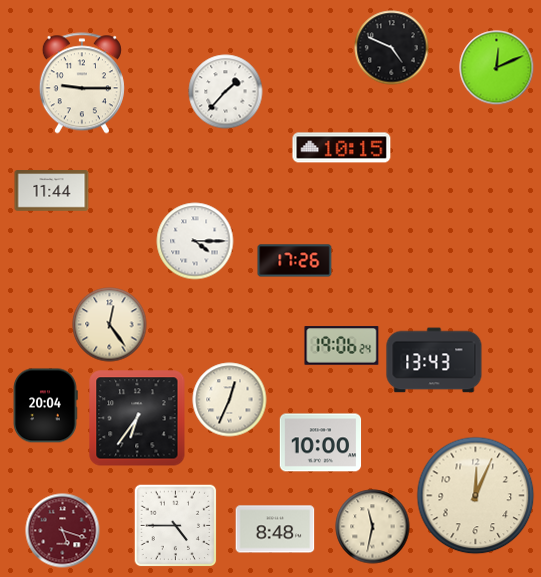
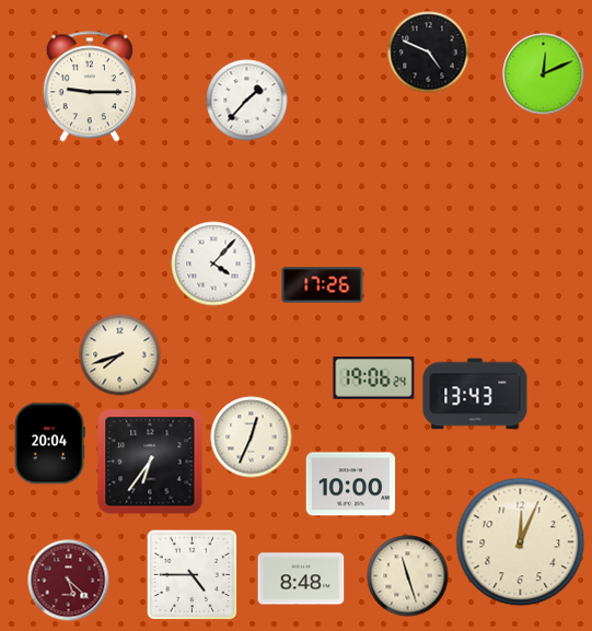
clock at (82, 83) position: (82, 83) -> (90, 86)
clock at (342, 148): 10:15 -> none
clock at (52, 191): 11:44 -> none
clock at (195, 241): 4:15 -> 4:07
clock at (110, 325): 12:24 -> 7:42
clock at (137, 418) position: (137, 418) -> (150, 461)
clock at (373, 527): 11:32 -> 11:27
clock at (63, 531): 5:18 -> 5:22
